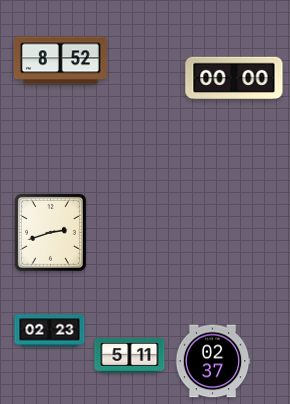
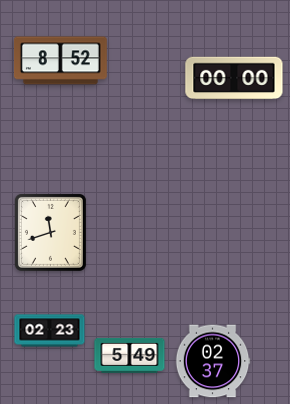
clock at (50, 232): 2:42 -> 11:42
clock at (130, 355): 5:11 -> 5:49
